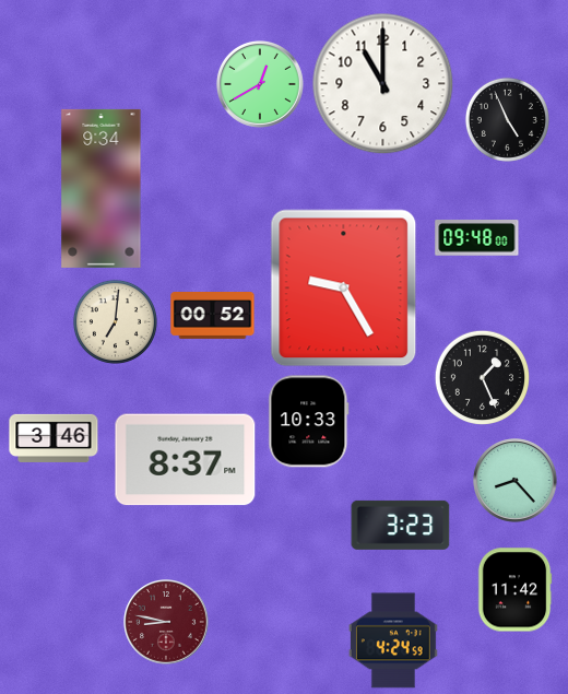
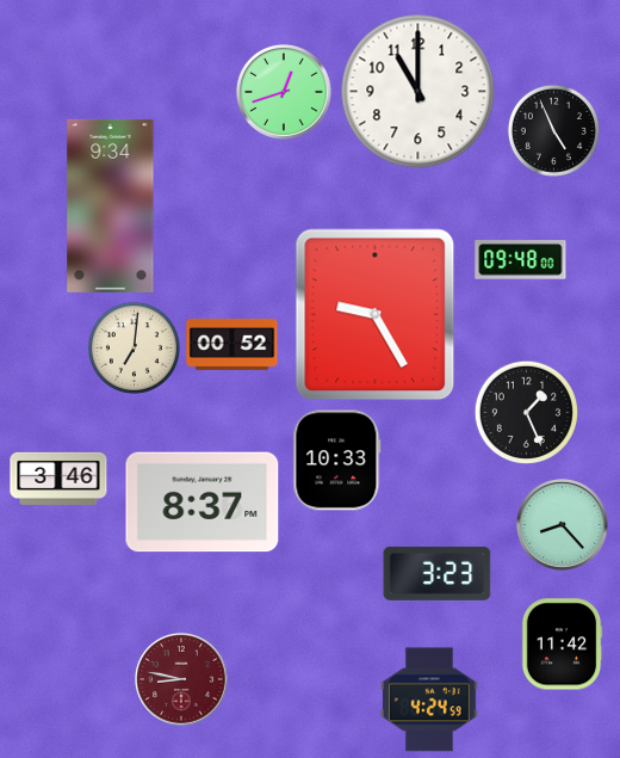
clock at (260, 84): 12:40 -> 12:42
clock at (115, 321) position: (115, 321) -> (134, 347)
